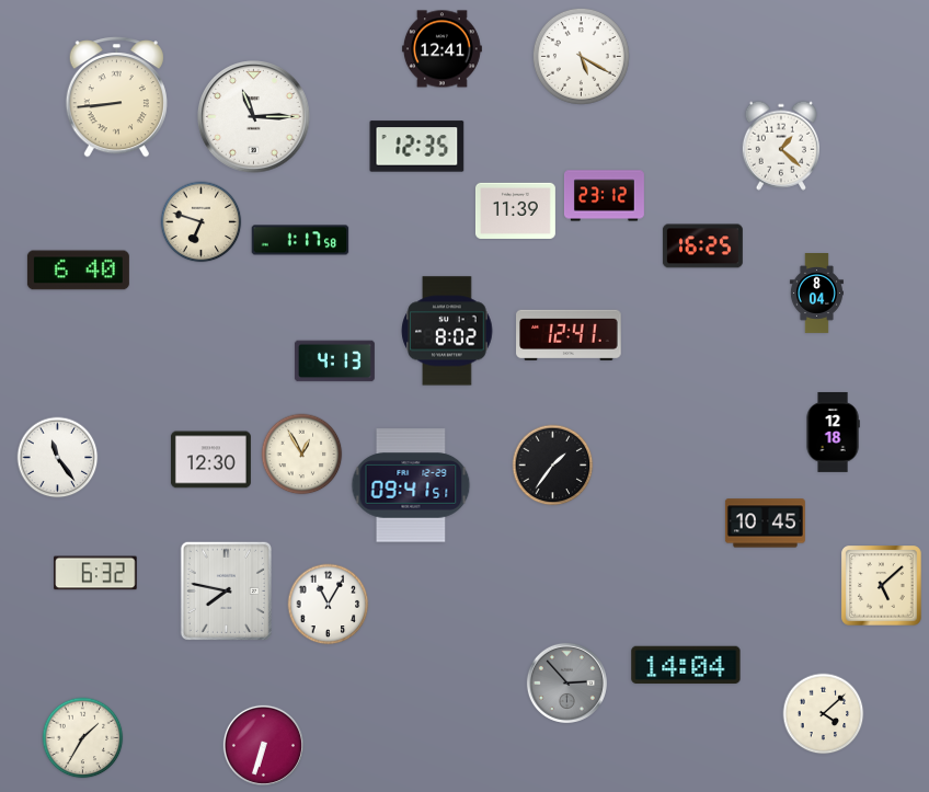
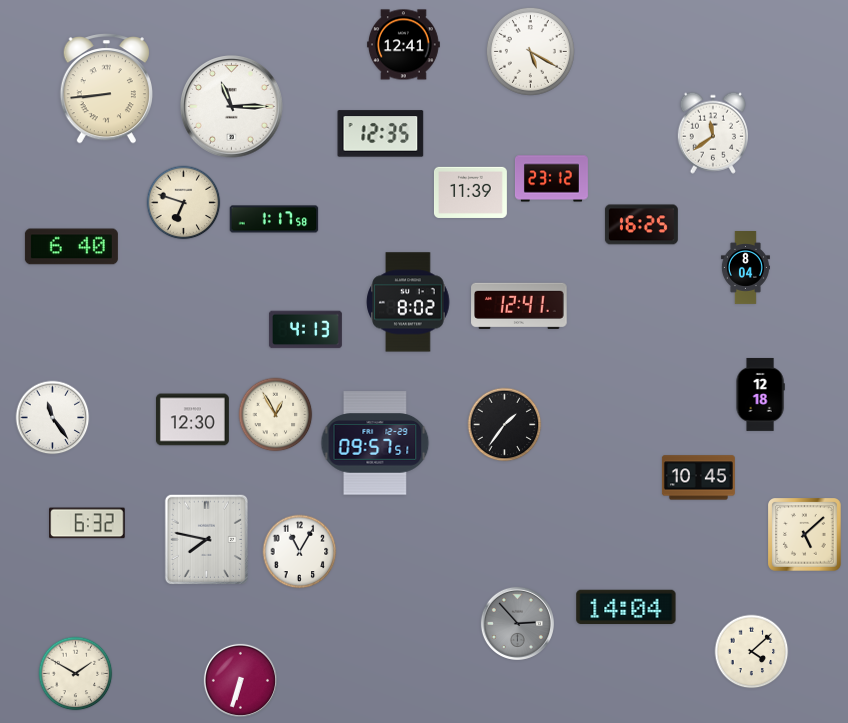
clock at (781, 146): 1:22 -> 11:39
clock at (411, 485): 09:41 -> 09:57
clock at (83, 738): 1:35 -> 1:50
